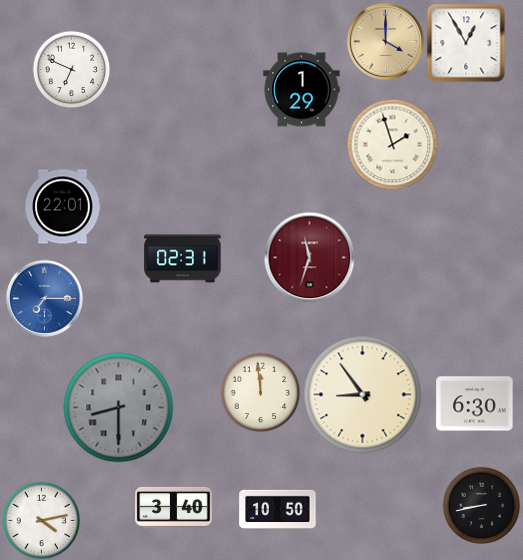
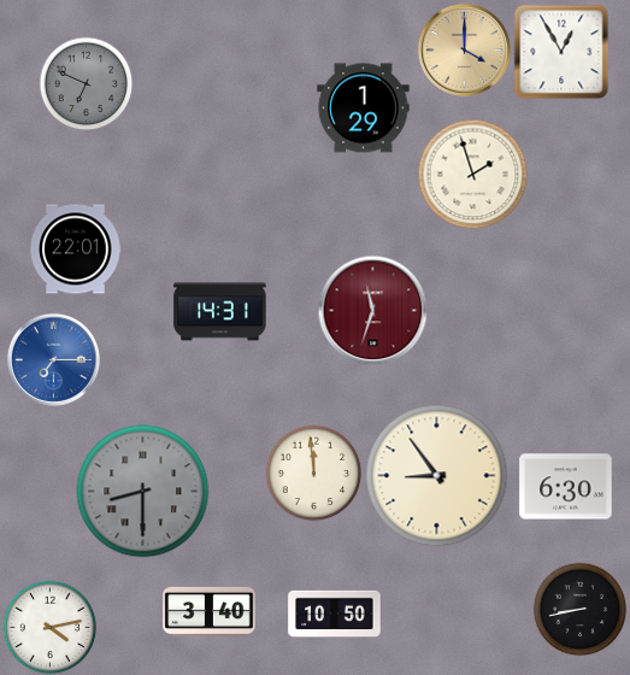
clock at (71, 69) dial: white -> grey
clock at (183, 259): 02:31 -> 14:31
clock at (475, 404) position: (475, 404) -> (566, 487)
